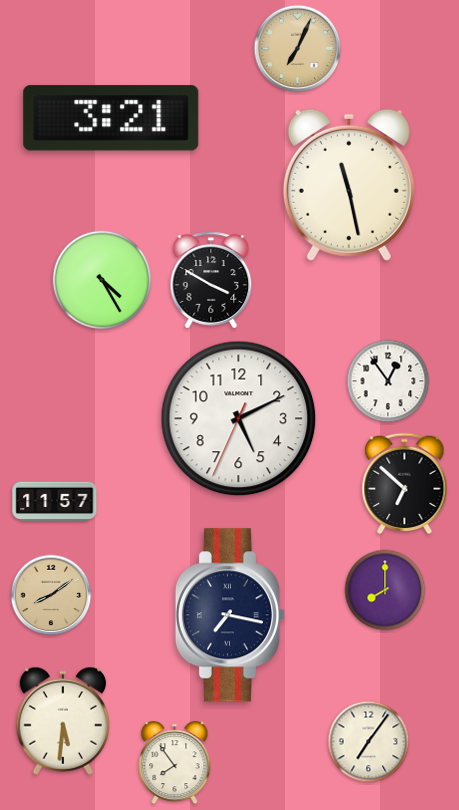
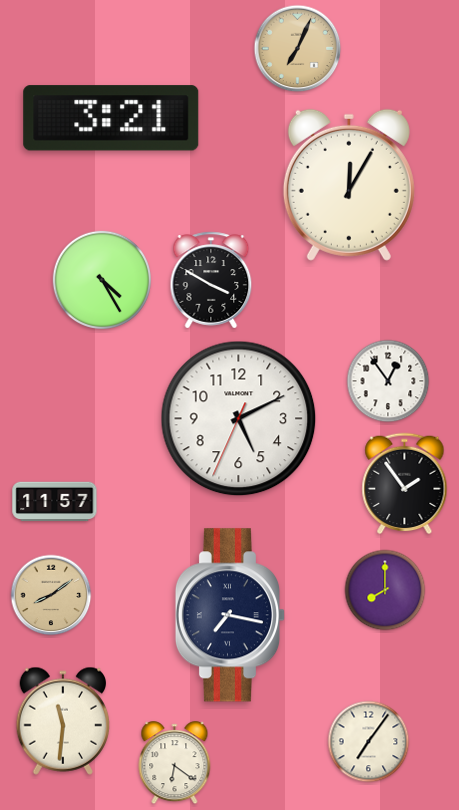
clock at (349, 185): 11:28 -> 12:05
clock at (405, 484): 6:52 -> 1:54
clock at (62, 721): 5:31 -> 11:31
clock at (175, 763): 7:54 -> 6:21
